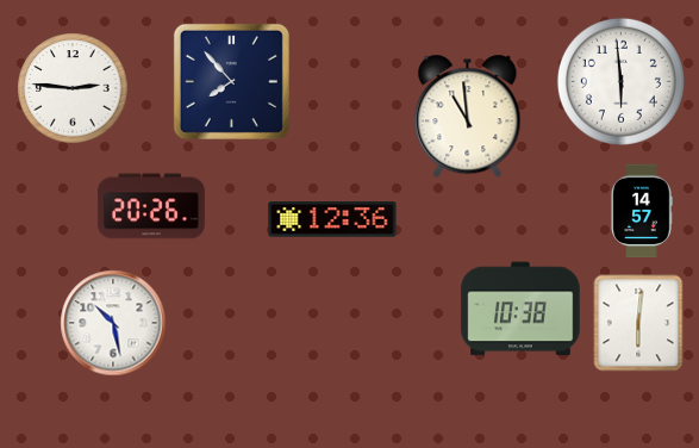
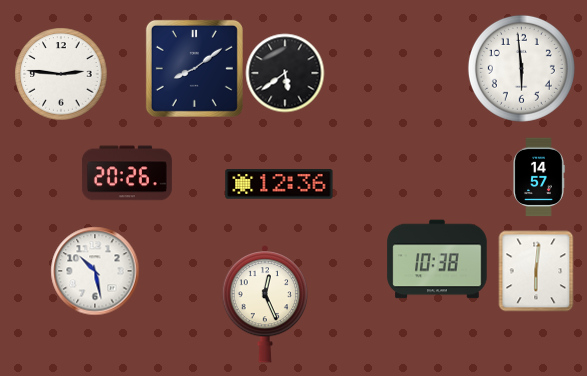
clock at (231, 81): 7:53 -> 8:09
clock at (285, 73): none -> 5:39
clock at (468, 116): 10:59 -> none
clock at (265, 305): none -> 12:26
